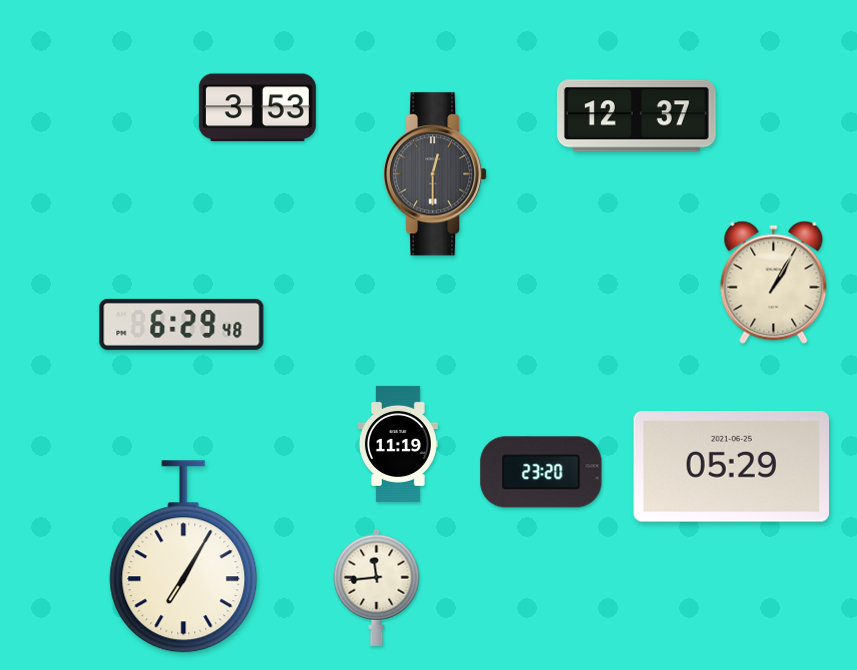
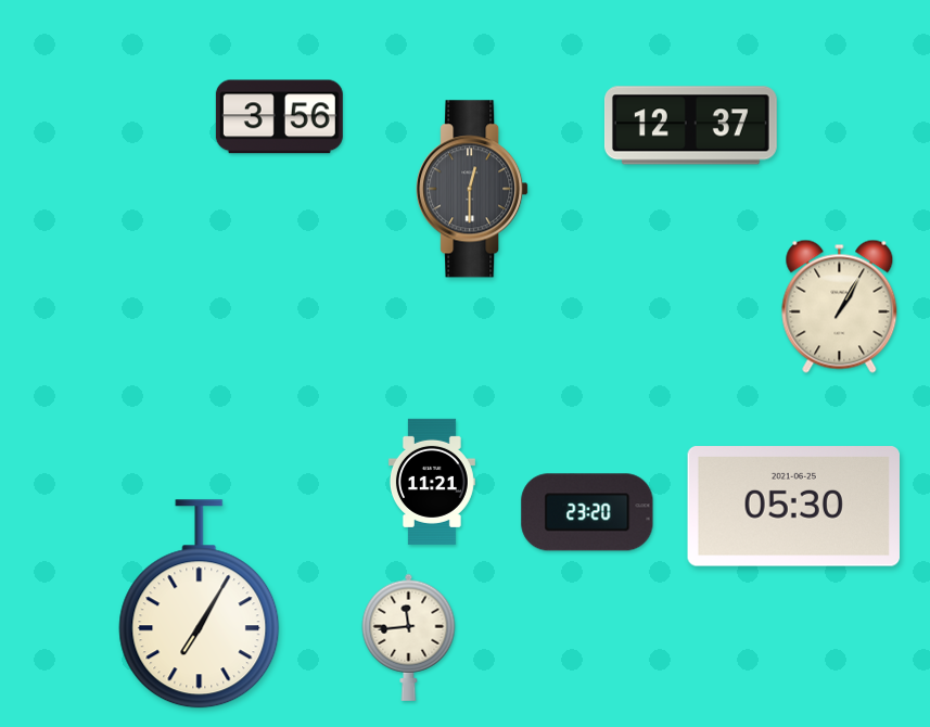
clock at (257, 108): 3:53 -> 3:56
clock at (182, 324): 6:29 -> none
clock at (398, 444): 11:19 -> 11:21
clock at (731, 467): 05:29 -> 05:30
